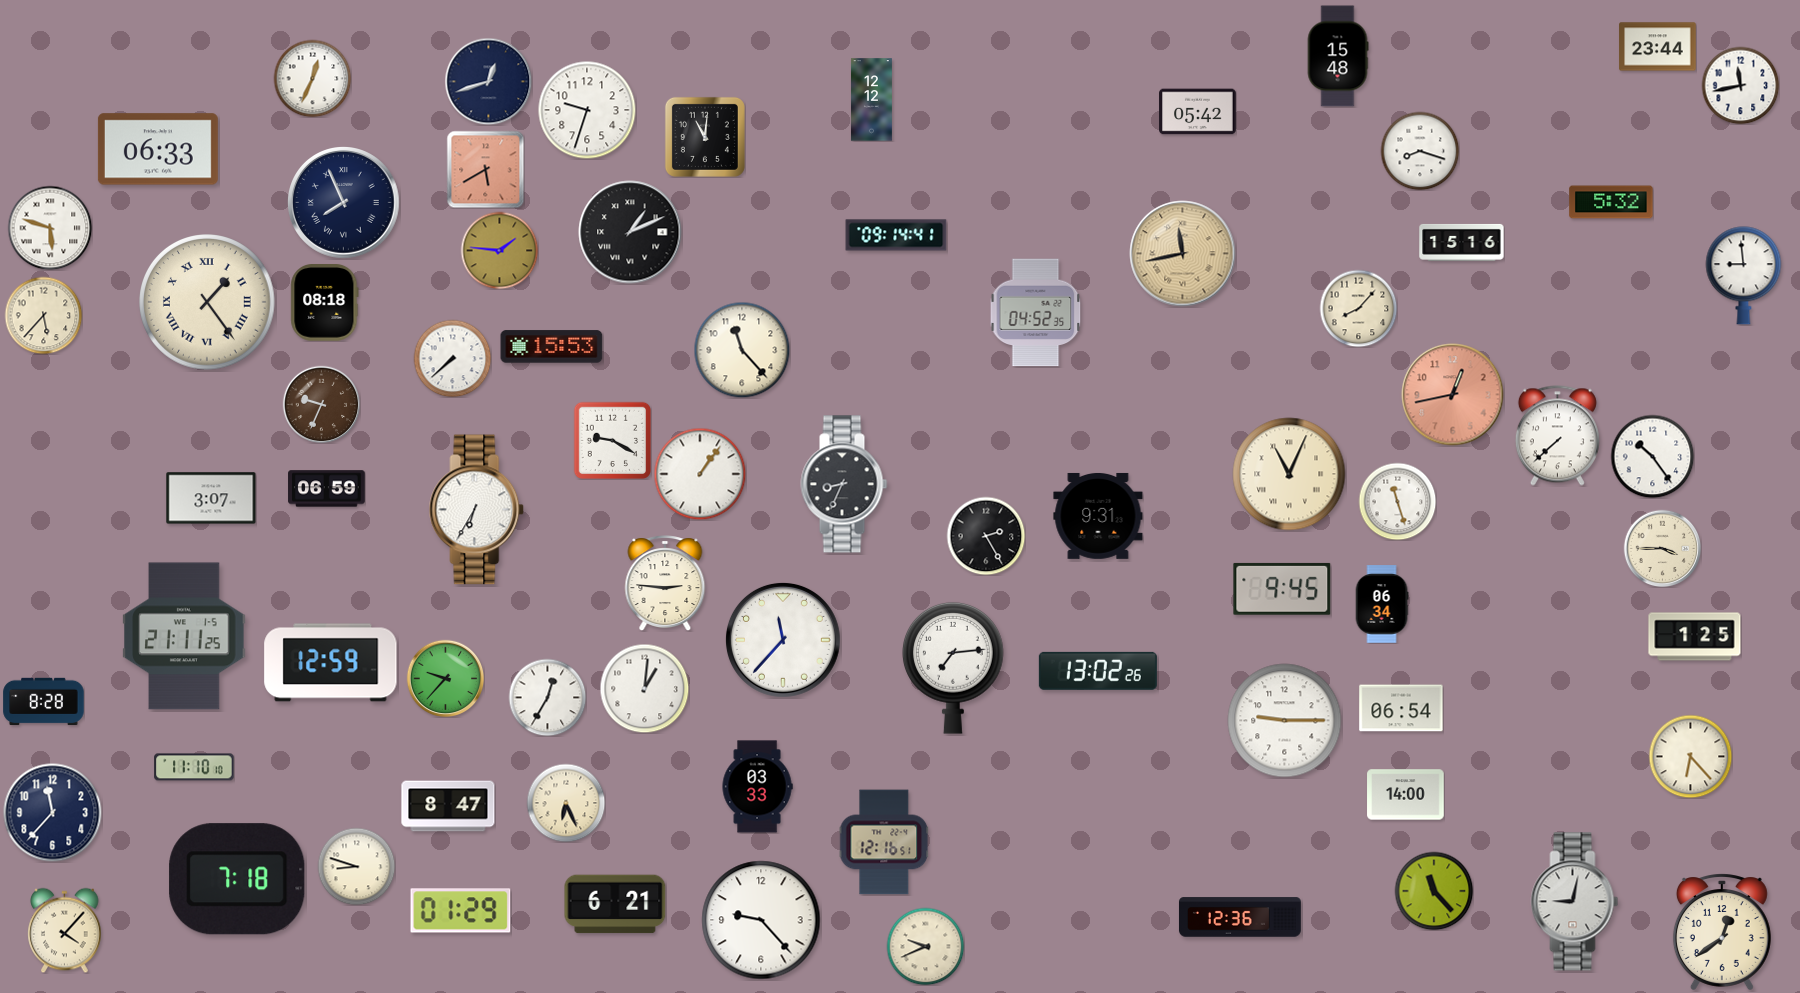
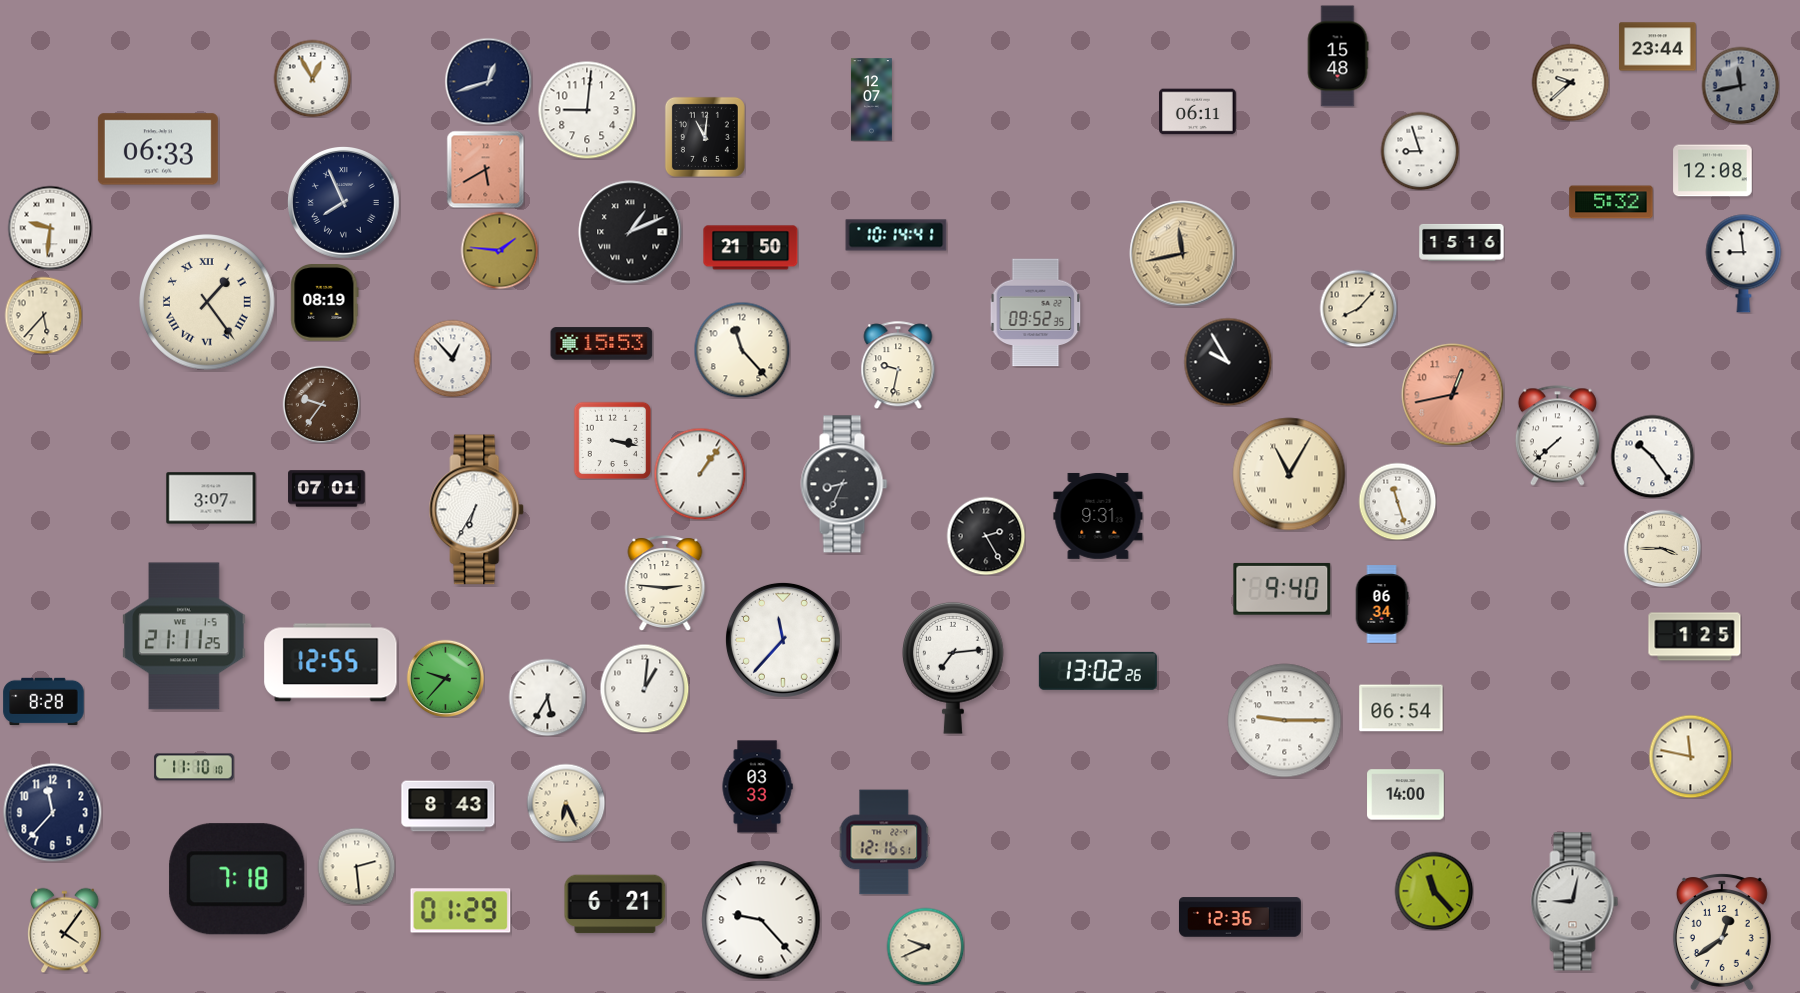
clock at (312, 78): 12:34 -> 12:55
clock at (1570, 82): none -> 9:38
clock at (1740, 85) dial: white -> grey
clock at (871, 100): 12:12 -> 12:07
clock at (587, 110): 9:33 -> 9:01
clock at (1198, 112): 05:42 -> 06:11
clock at (1420, 151): 8:18 -> 8:57
clock at (1713, 171): none -> 12:08
clock at (50, 228): 5:48 -> 9:31
clock at (896, 235): 09:14 -> 10:14
clock at (751, 248): none -> 21:50
clock at (1744, 276) position: (1744, 276) -> (1744, 264)
clock at (325, 303): 08:18 -> 08:19
clock at (1036, 313): 04:52 -> 09:52
clock at (552, 347) position: (552, 347) -> (602, 344)
clock at (452, 358): 7:38 -> 12:53
clock at (1228, 362): none -> 9:55
clock at (898, 365): none -> 9:32
clock at (321, 404): 9:34 -> 9:36
clock at (612, 440): 9:20 -> 3:17
clock at (1289, 474): 11:04 -> 11:05
clock at (327, 489): 06:59 -> 07:01
clock at (1282, 589): 9:45 -> 9:40
clock at (331, 663): 12:59 -> 12:55
clock at (547, 697): 12:35 -> 5:35
clock at (1690, 756): 6:23 -> 11:47
clock at (448, 806): 8:47 -> 8:43
clock at (356, 866): 8:48 -> 2:29
clock at (65, 930): 4:07 -> 4:06
